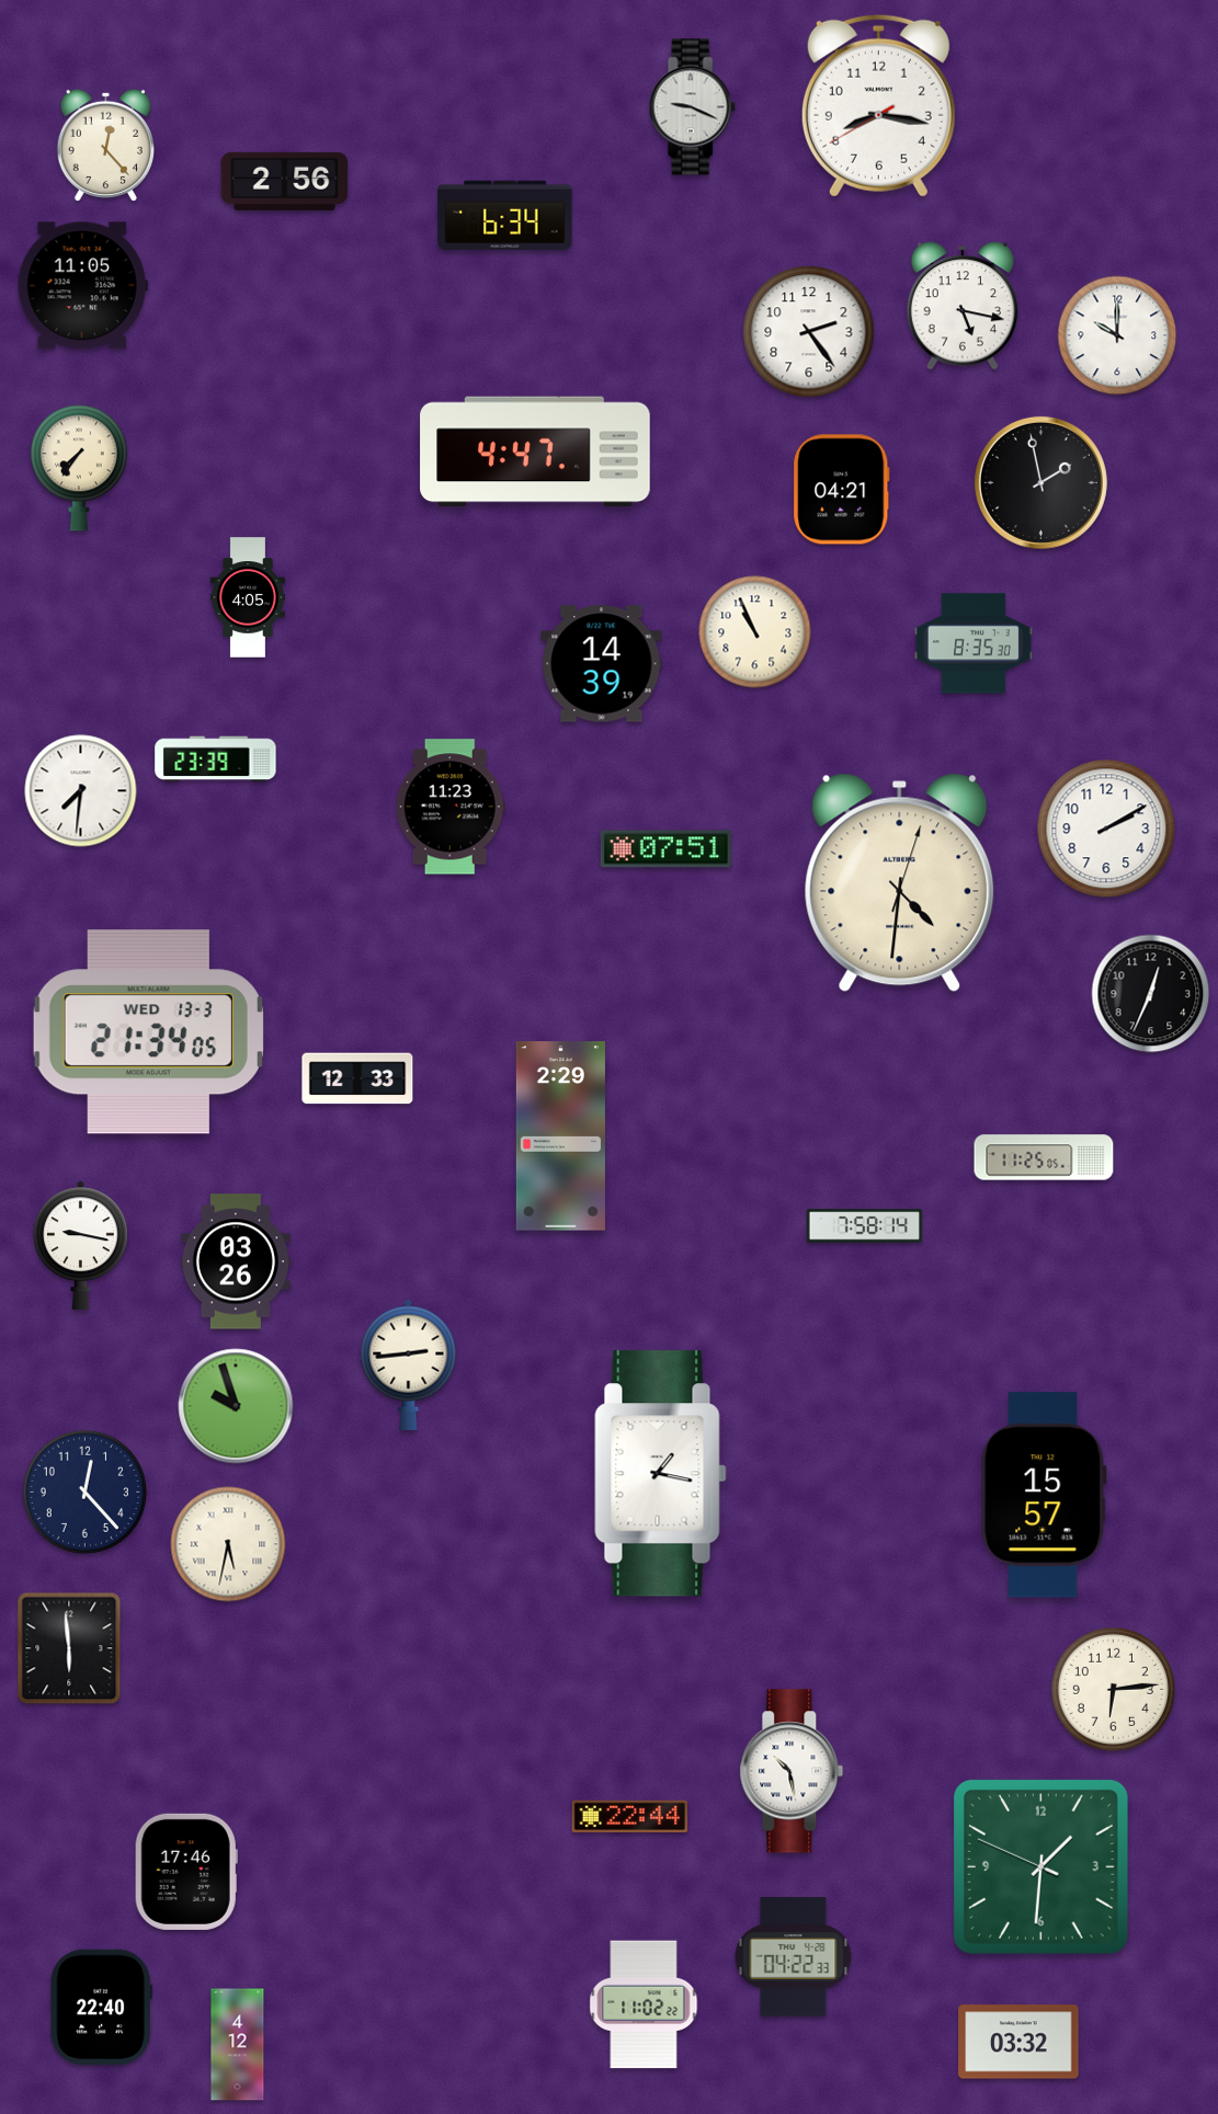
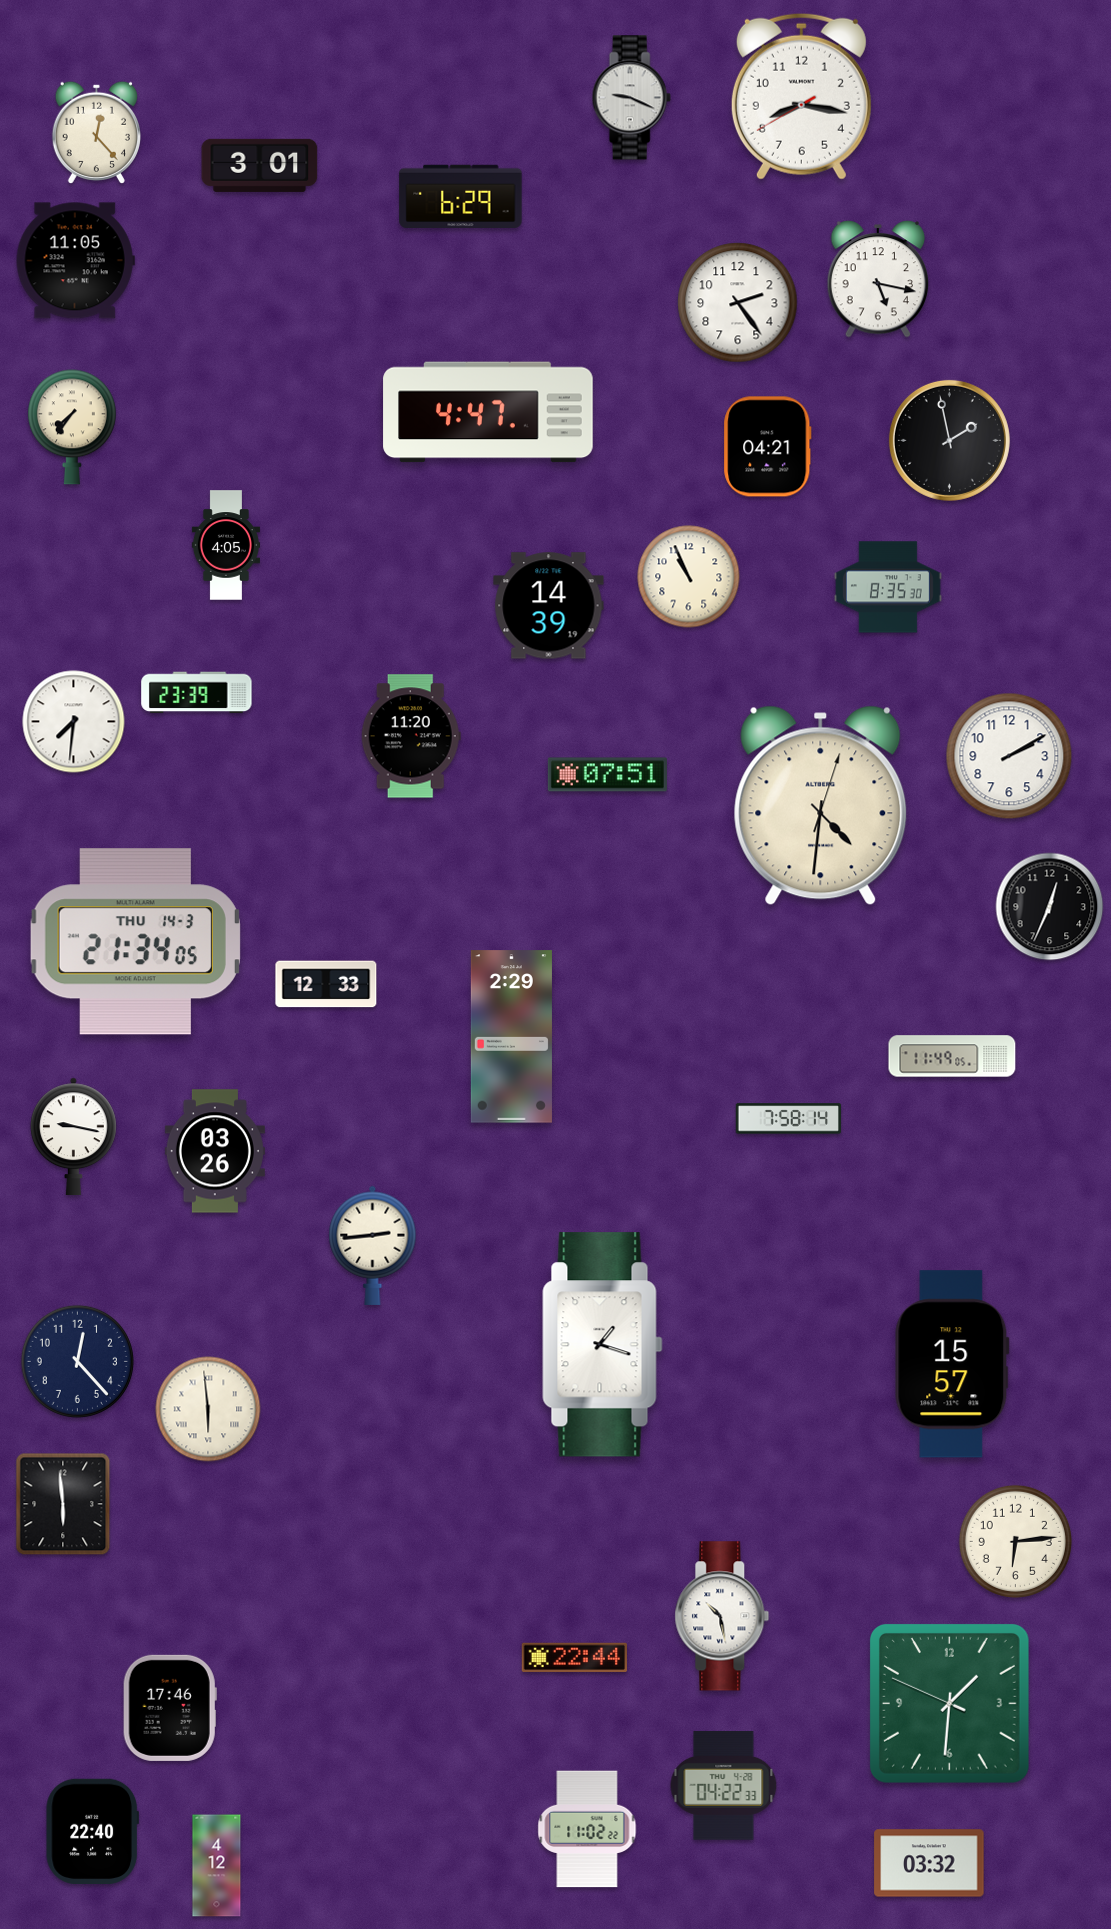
clock at (285, 181): 2:56 -> 3:01
clock at (505, 216): 6:34 -> 6:29
clock at (1117, 335): 10:00 -> none
clock at (451, 807): 11:23 -> 11:20
clock at (148, 1032) date: WED 13-3 -> THU 14-3
clock at (1044, 1157): 11:25 -> 11:49
clock at (236, 1406): 9:57 -> none
clock at (661, 1474): 1:17 -> 1:18
clock at (228, 1544): 5:32 -> 5:59
